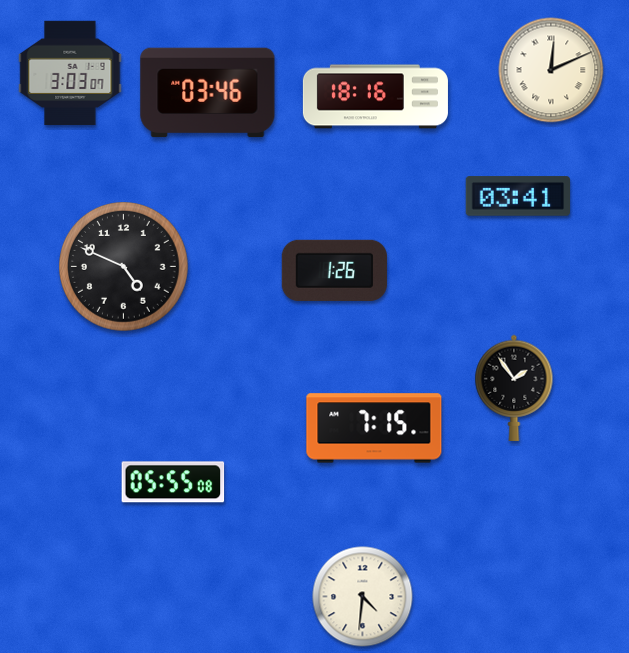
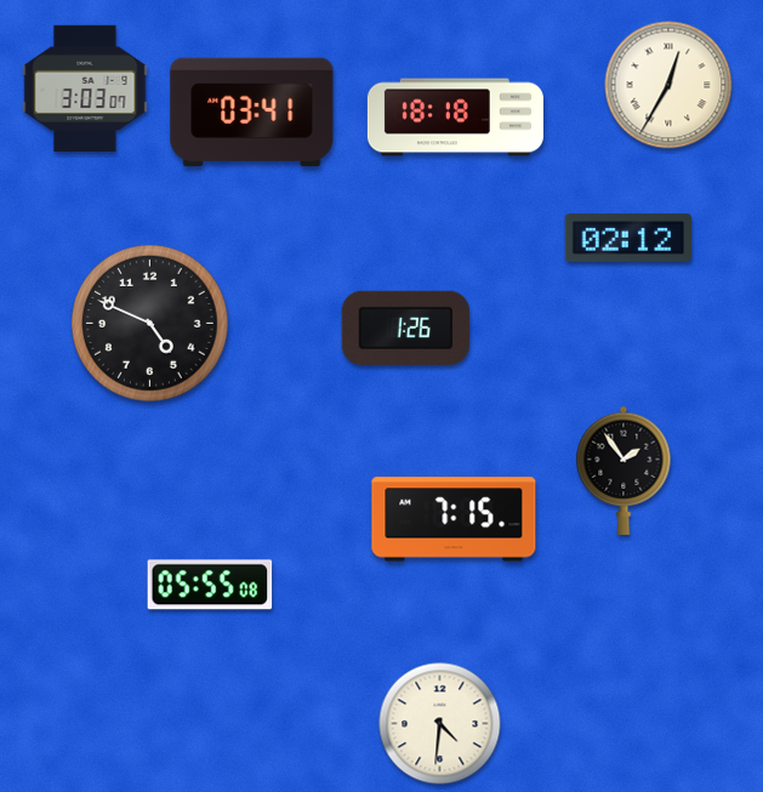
clock at (551, 70): 12:11 -> 12:35
clock at (208, 93): 03:46 -> 03:41
clock at (375, 97): 18:16 -> 18:18
clock at (517, 196): 03:41 -> 02:12
